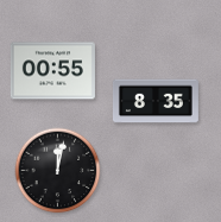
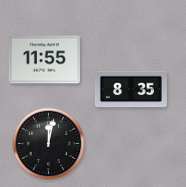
clock at (52, 71): 00:55 -> 11:55
clock at (156, 101) position: (156, 101) -> (131, 89)
